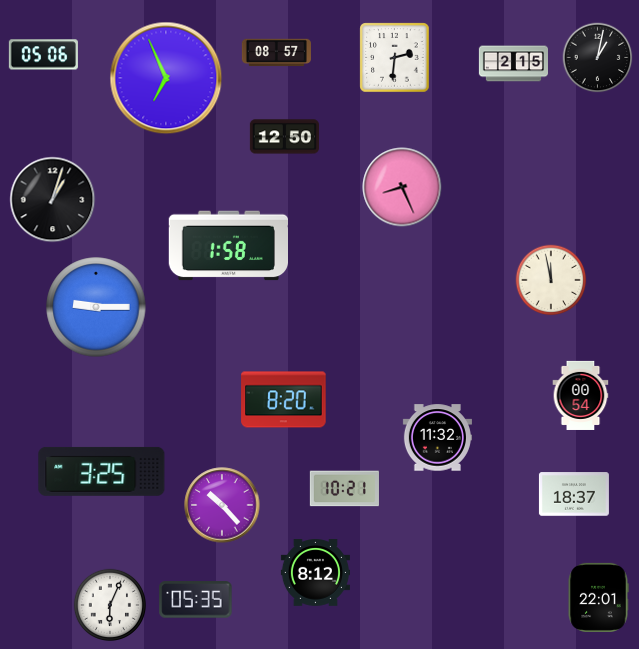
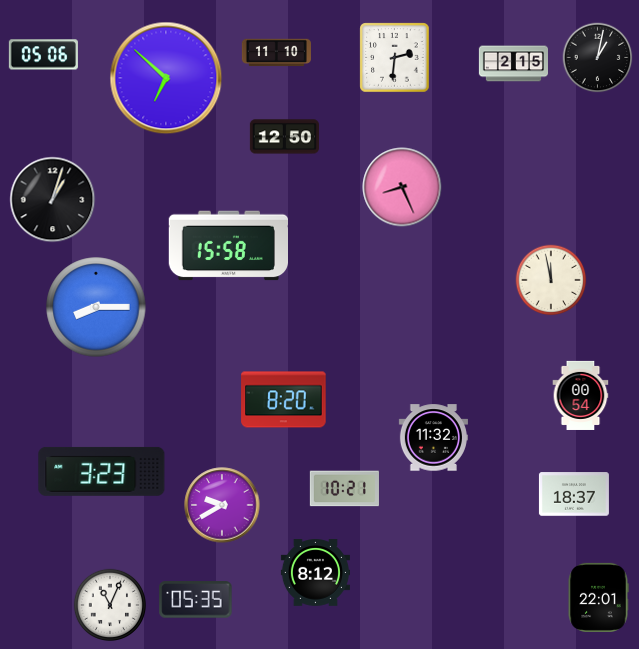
clock at (276, 53): 08:57 -> 11:10
clock at (166, 78): 6:56 -> 6:52
clock at (228, 246): 1:58 -> 15:58
clock at (96, 307): 9:15 -> 8:15
clock at (437, 438) position: (437, 438) -> (433, 438)
clock at (102, 471): 3:25 -> 3:23
clock at (222, 505): 10:23 -> 9:40
clock at (109, 604): 6:04 -> 11:04
